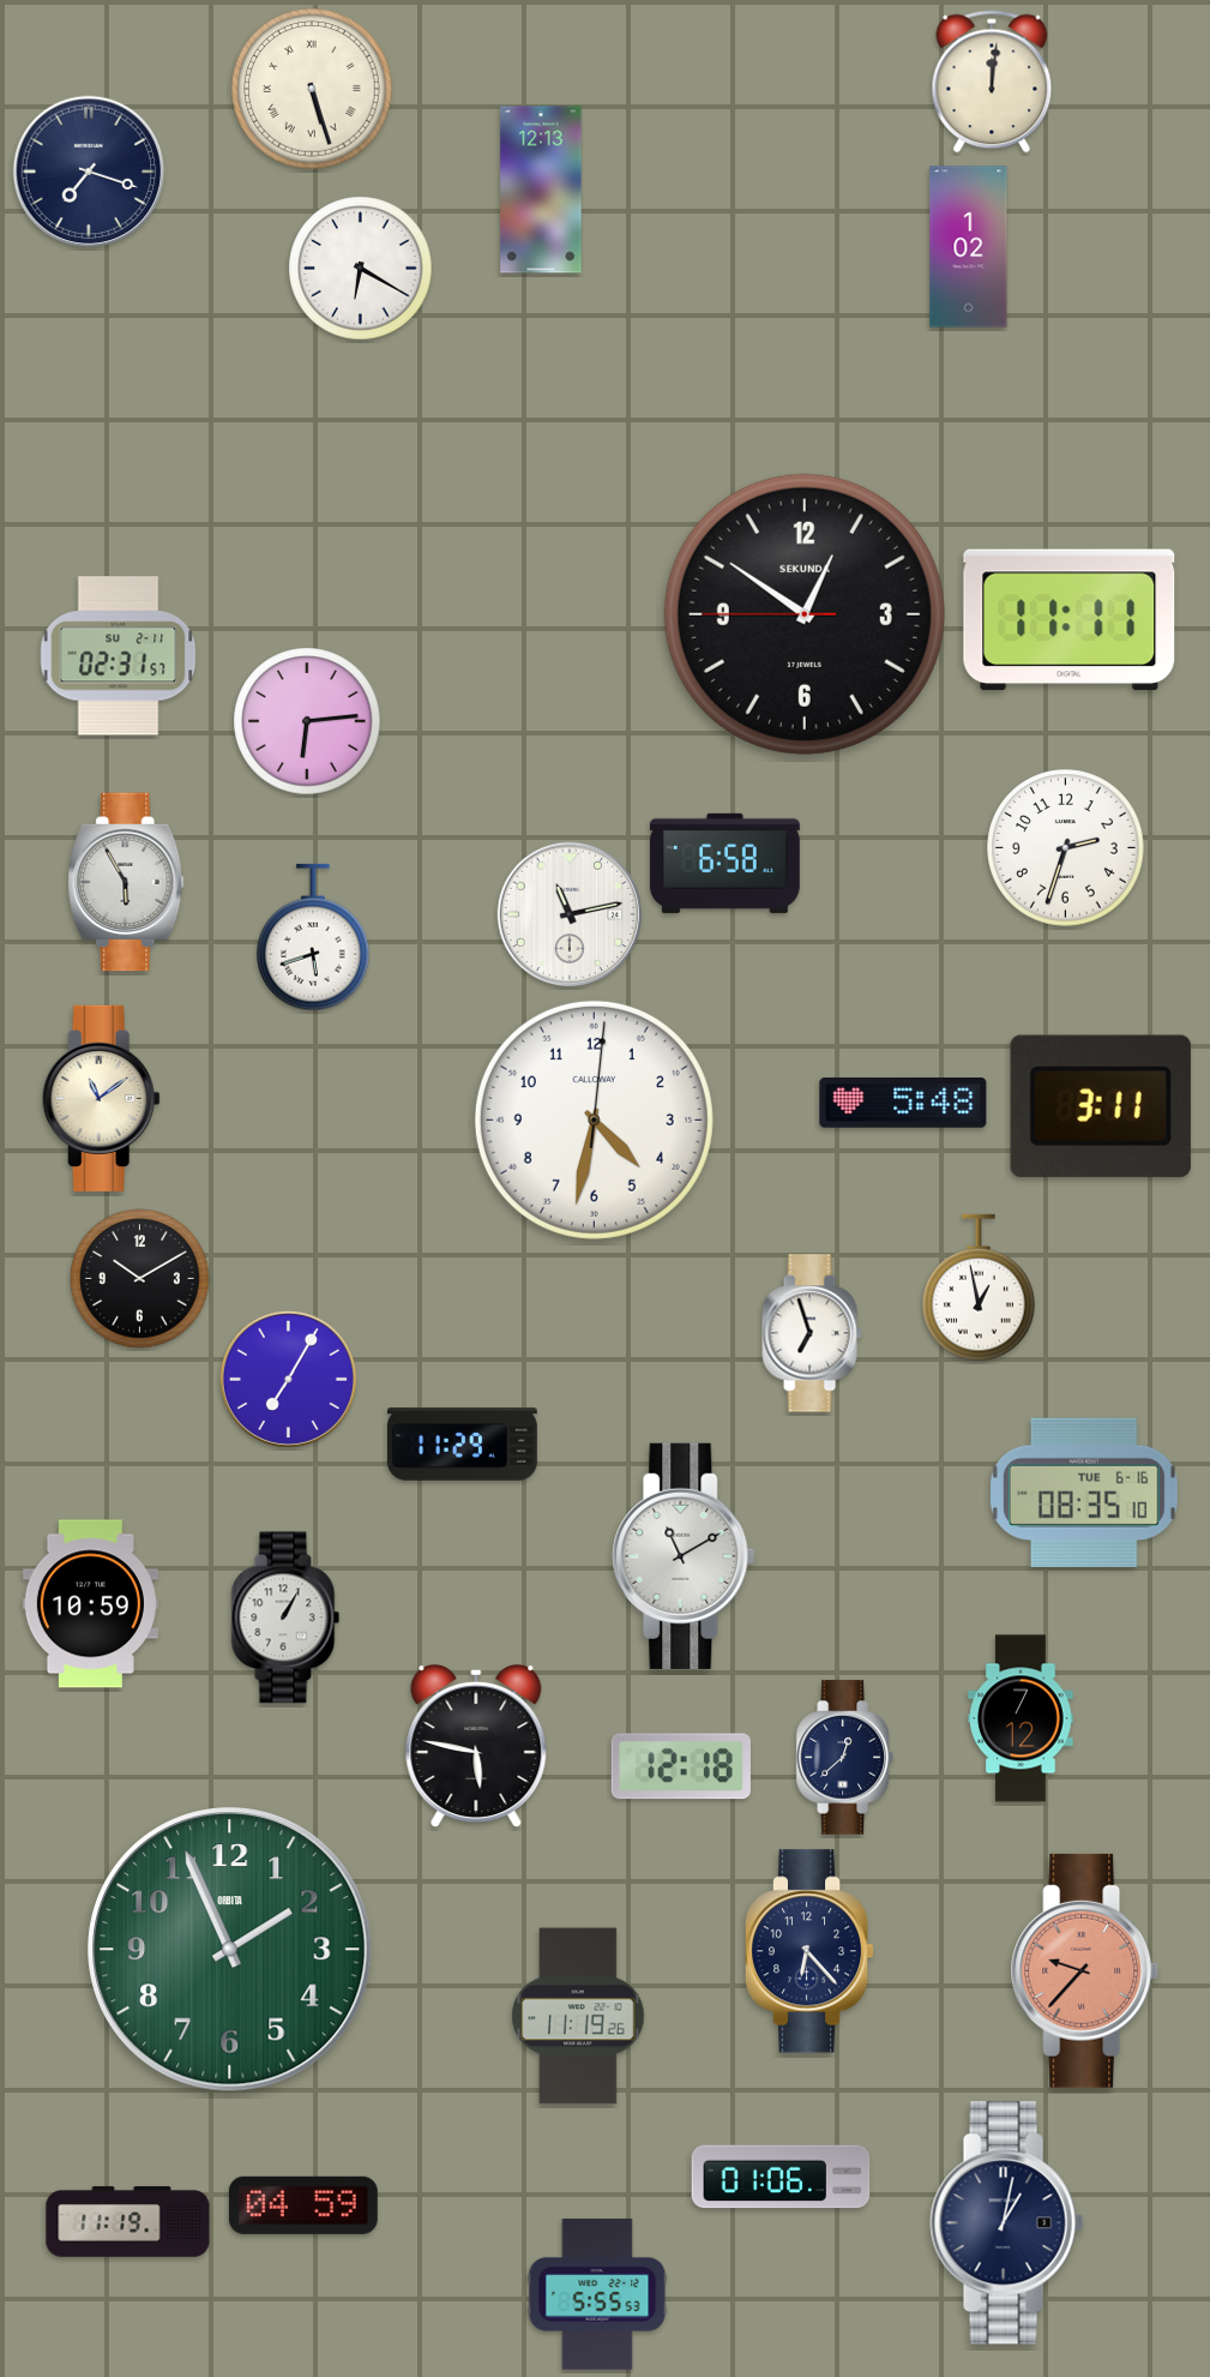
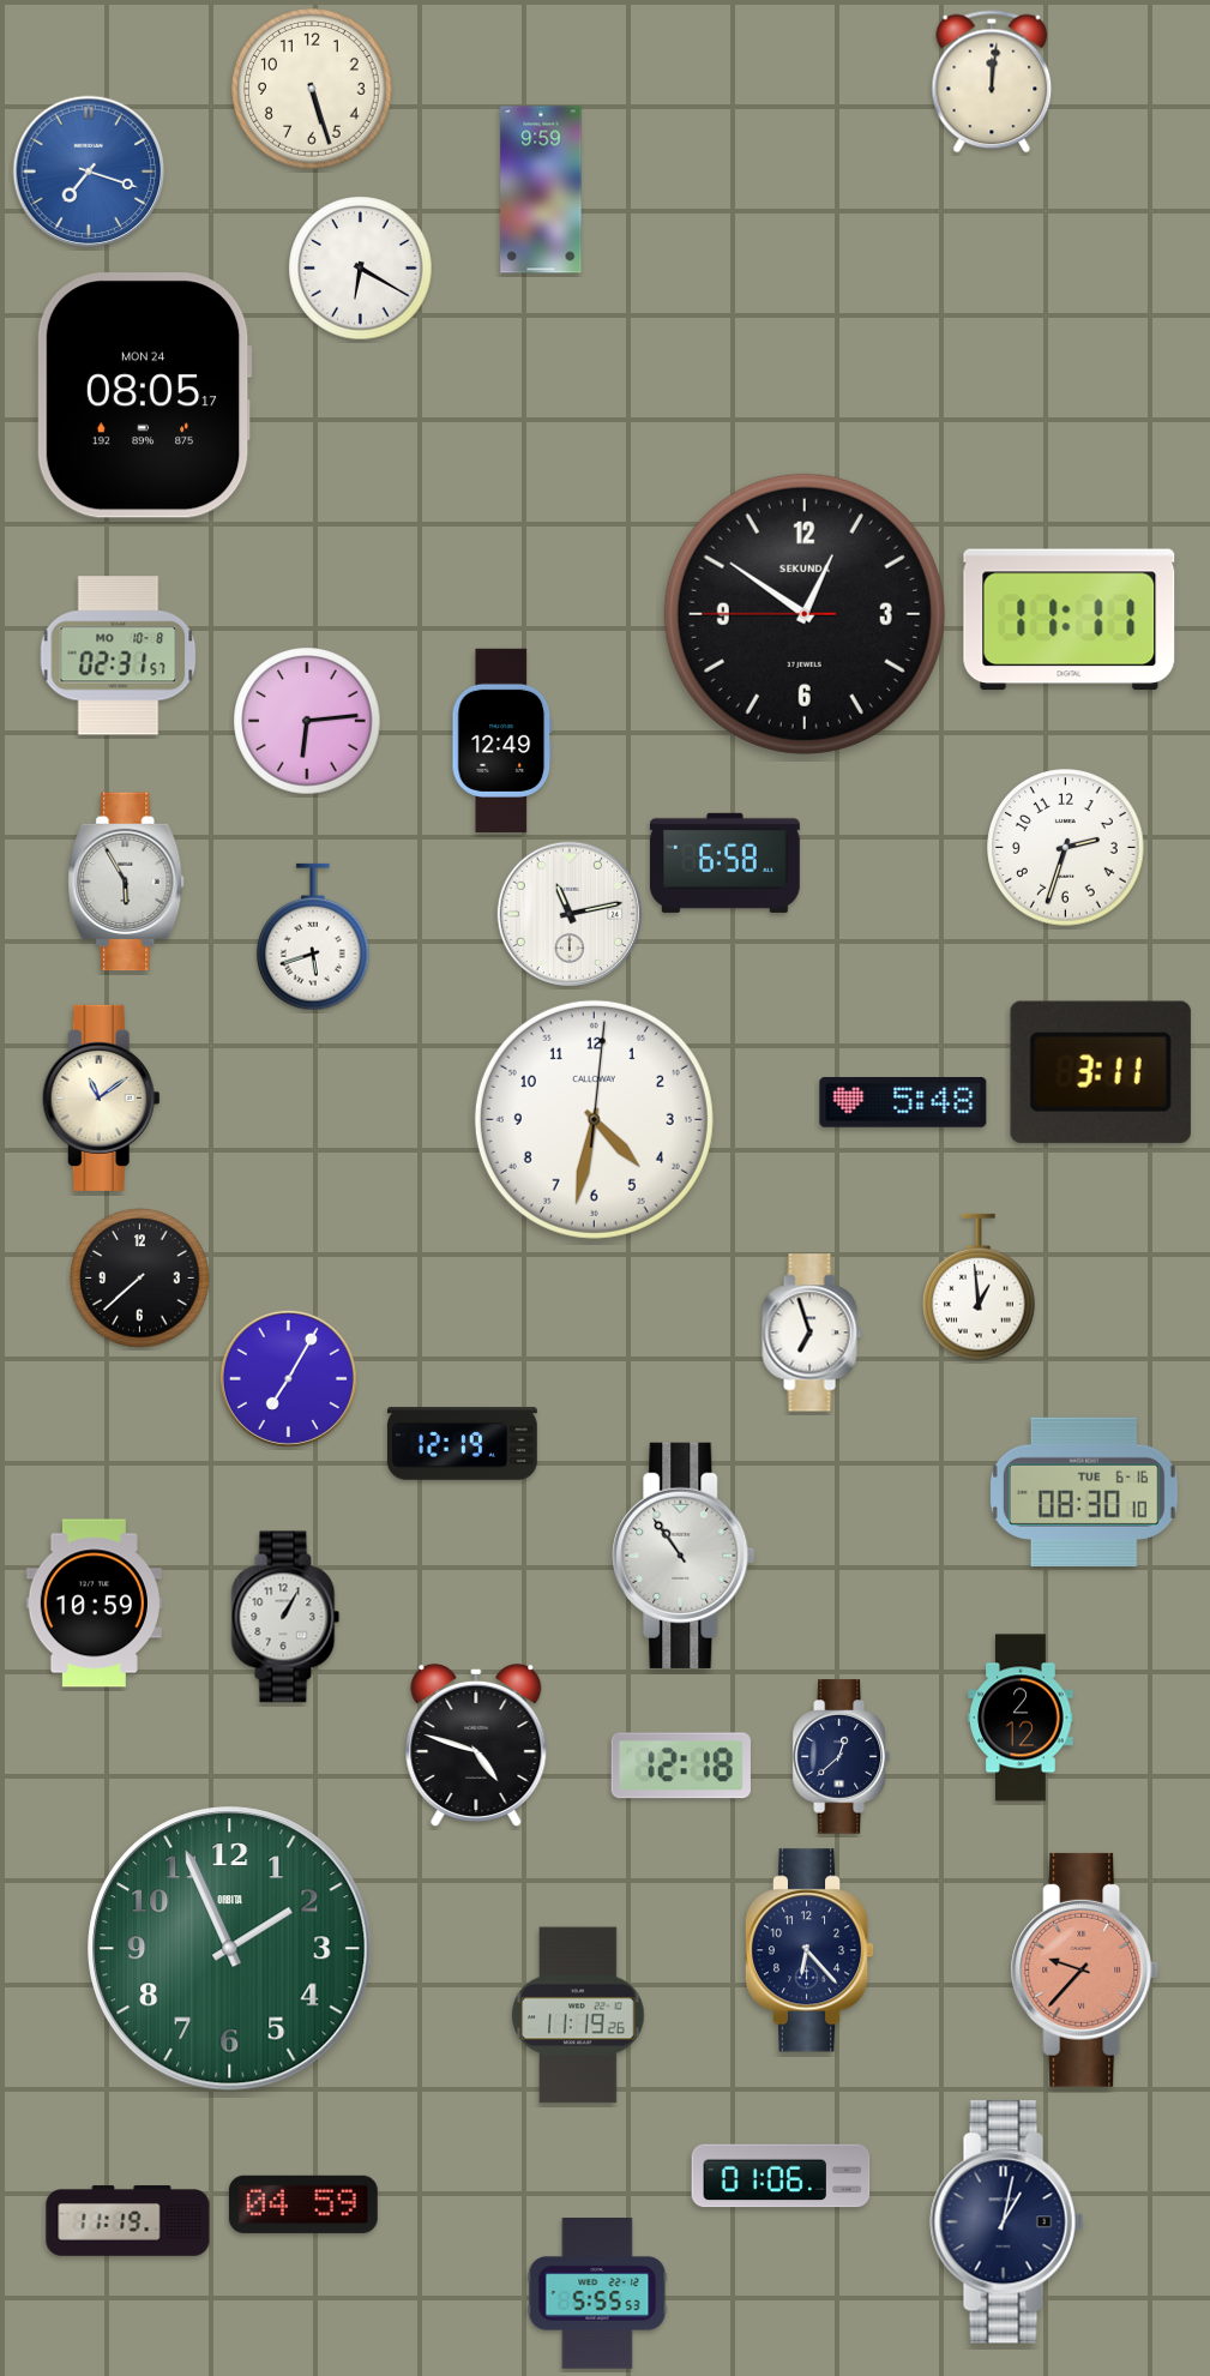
clock at (312, 89) numerals: Roman -> Arabic
clock at (89, 172) dial: navy -> blue
clock at (541, 190): 12:13 -> 9:59
clock at (969, 247): 1:02 -> none
clock at (144, 396): none -> 08:05
clock at (119, 656) date: SU 2-11 -> MO 10-8
clock at (502, 740): none -> 12:49
clock at (1101, 1106) position: (1101, 1106) -> (1101, 1072)
clock at (140, 1279): 10:10 -> 7:38
clock at (979, 1287): 12:58 -> 12:59
clock at (462, 1445): 11:29 -> 12:19
clock at (1084, 1493): 08:35 -> 08:30
clock at (684, 1556): 11:10 -> 10:54
clock at (90, 1604) position: (90, 1604) -> (94, 1604)
clock at (1021, 1718): 7:12 -> 2:12
clock at (476, 1745): 5:47 -> 4:48
clock at (844, 1758) position: (844, 1758) -> (841, 1757)
